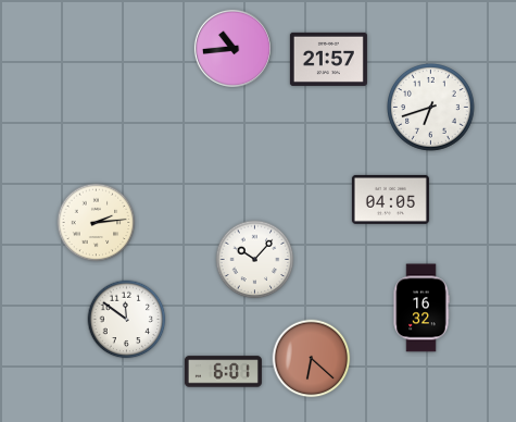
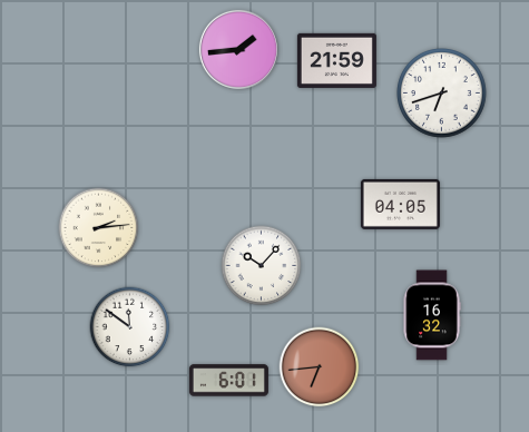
clock at (232, 48): 10:44 -> 1:44
clock at (328, 59): 21:57 -> 21:59
clock at (431, 108) position: (431, 108) -> (442, 94)
clock at (312, 359): 6:22 -> 6:44
